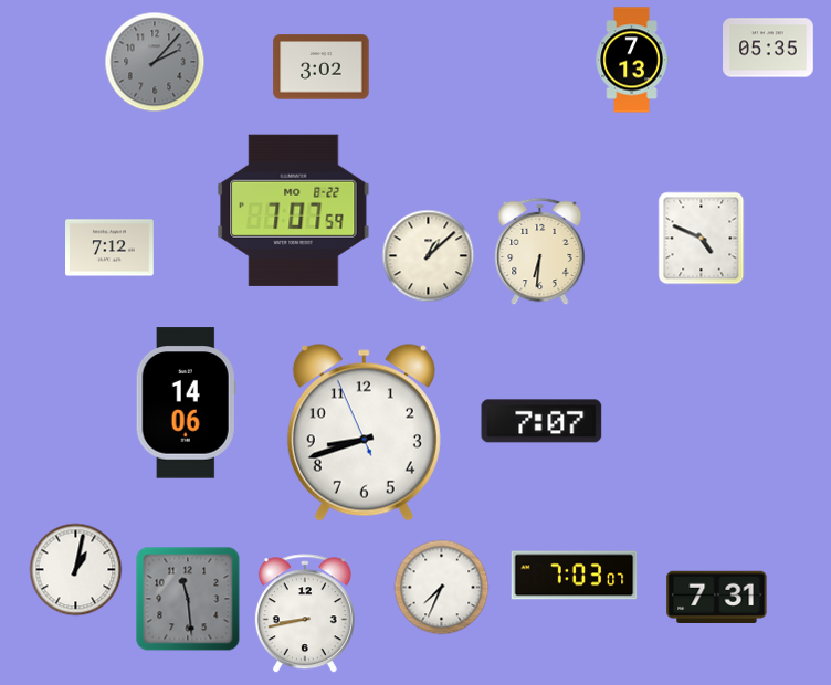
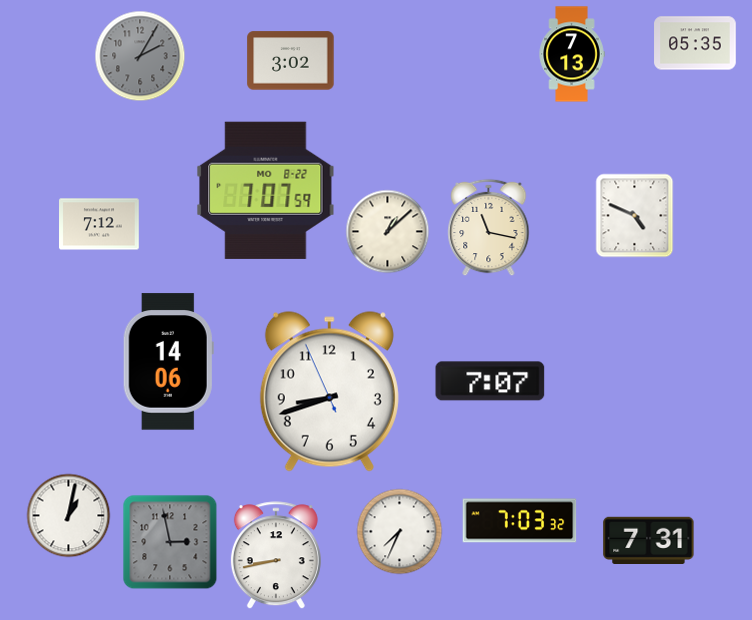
clock at (155, 62): 2:07 -> 2:05
clock at (540, 251): 6:31 -> 11:17
clock at (186, 403) position: (186, 403) -> (168, 362)
clock at (575, 576): 7:03:07 -> 7:03:32
clock at (188, 599): 11:29 -> 2:58
